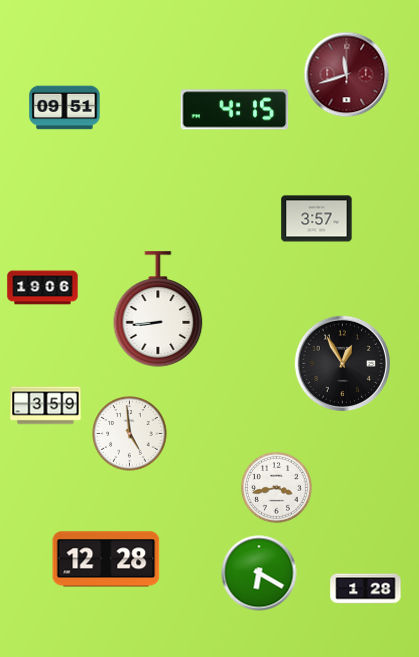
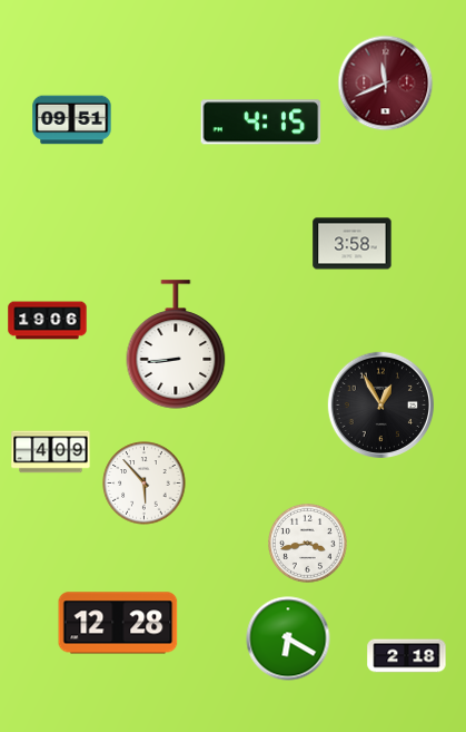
clock at (347, 75): 11:42 -> 11:41
clock at (317, 219): 3:57 -> 3:58
clock at (46, 406): 3:59 -> 4:09
clock at (130, 434): 4:59 -> 5:53
clock at (366, 589): 1:28 -> 2:18
